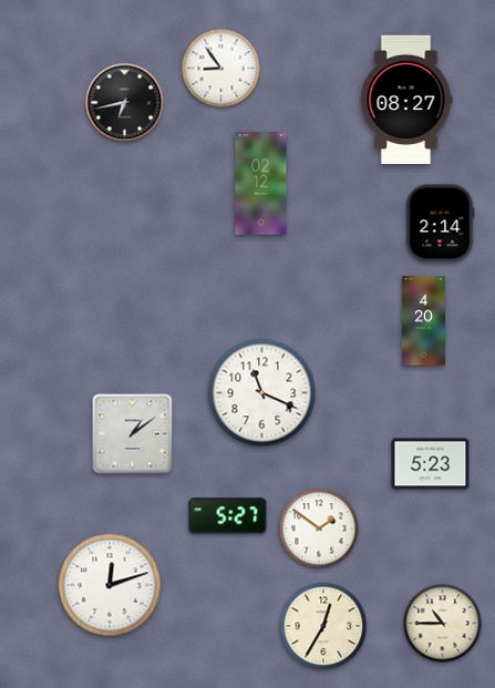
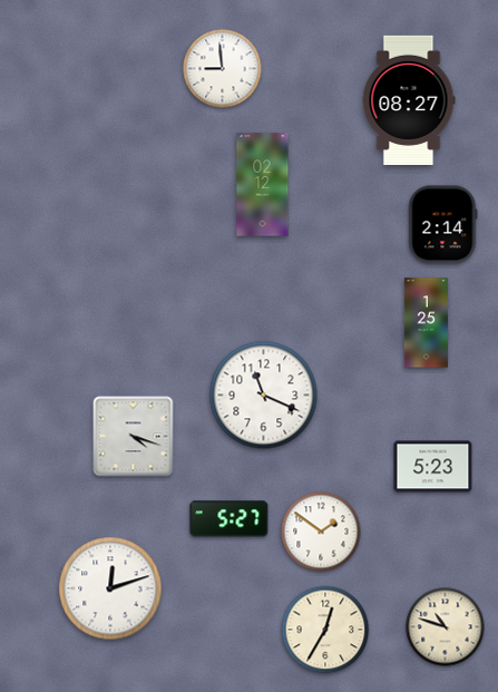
clock at (221, 69): 8:54 -> 8:59
clock at (125, 103): 6:43 -> none
clock at (423, 321): 4:20 -> 1:25
clock at (133, 434): 1:09 -> 4:18
clock at (443, 624): 10:45 -> 10:48
